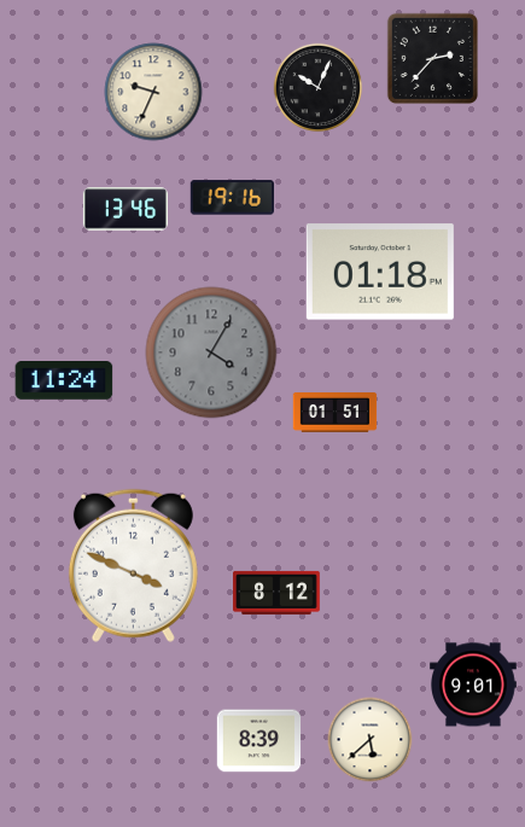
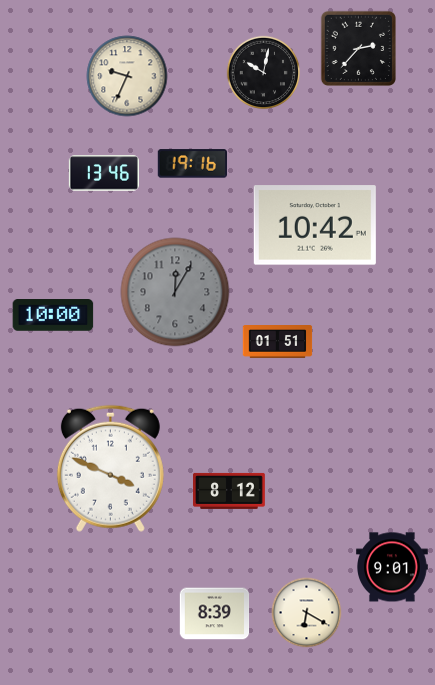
clock at (319, 88): 10:04 -> 10:02
clock at (380, 272): 01:18 -> 10:42
clock at (211, 353): 4:05 -> 12:05
clock at (64, 382): 11:24 -> 10:00
clock at (371, 740): 5:38 -> 6:20
